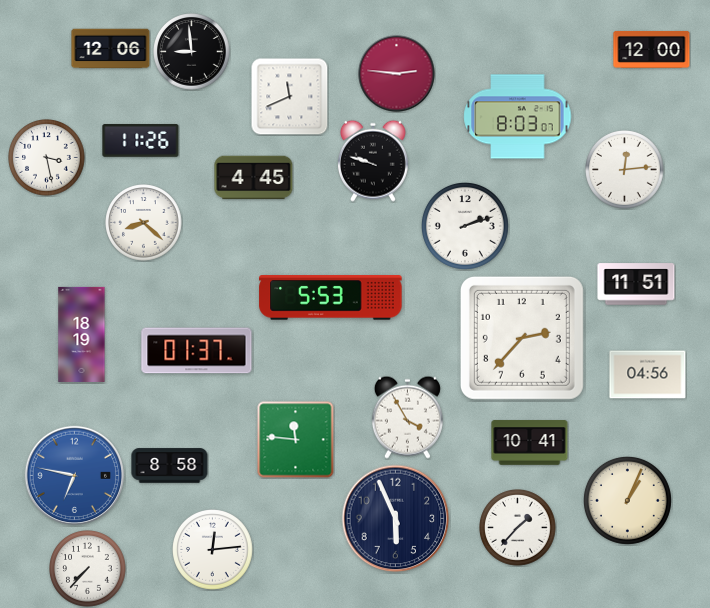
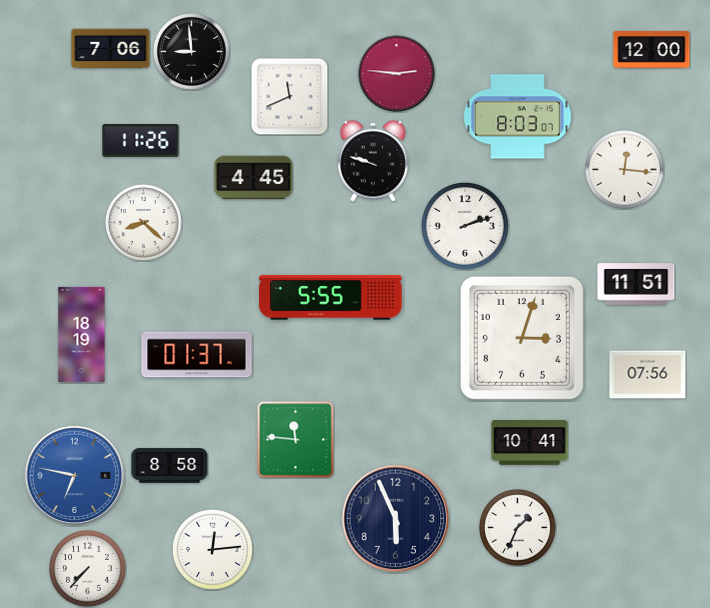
clock at (111, 49): 12:06 -> 7:06
clock at (47, 158): 3:28 -> none
clock at (625, 170): 12:14 -> 12:16
clock at (331, 298): 5:53 -> 5:55
clock at (522, 338): 2:37 -> 3:03
clock at (197, 351) position: (197, 351) -> (197, 355)
clock at (648, 375): 04:56 -> 07:56
clock at (407, 417): 3:55 -> none
clock at (627, 500): 1:04 -> none
clock at (518, 528): 1:37 -> 1:34
